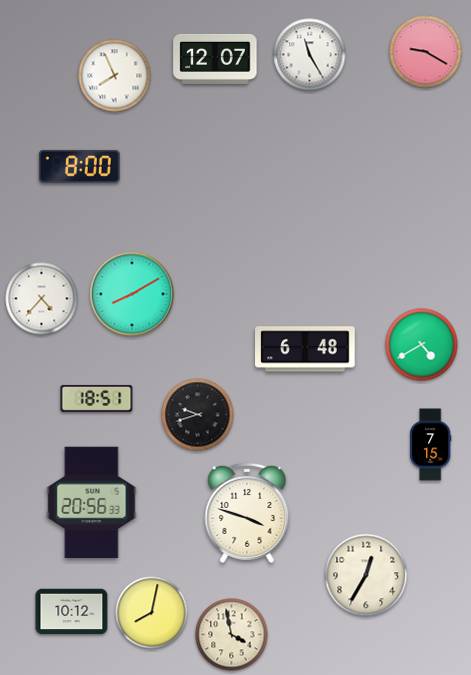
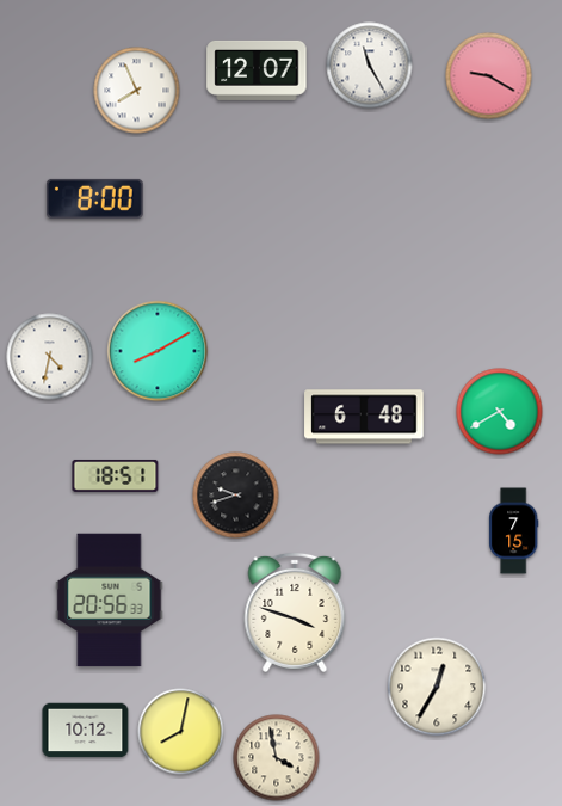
clock at (426, 52) position: (426, 52) -> (489, 76)
clock at (42, 299): 4:37 -> 4:32
clock at (422, 345) position: (422, 345) -> (500, 412)
